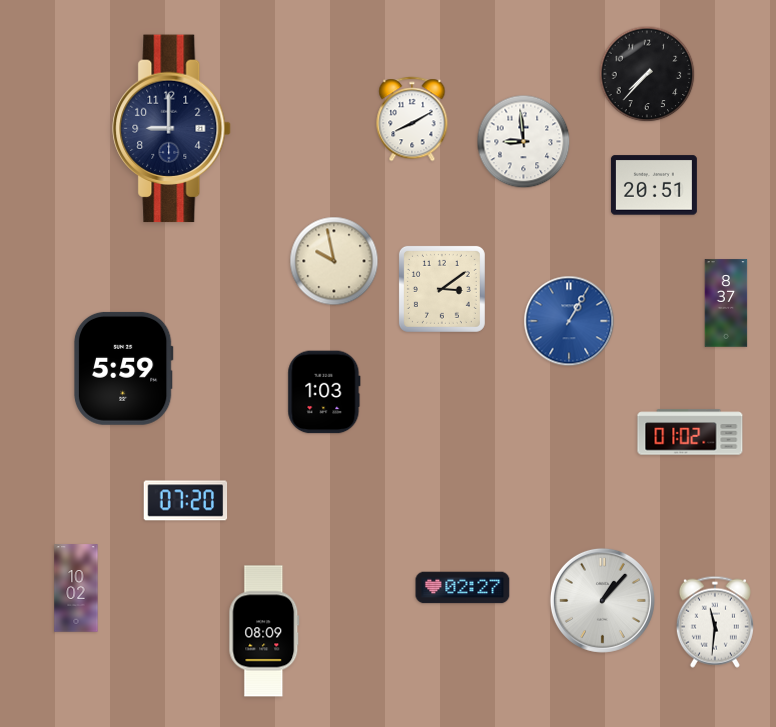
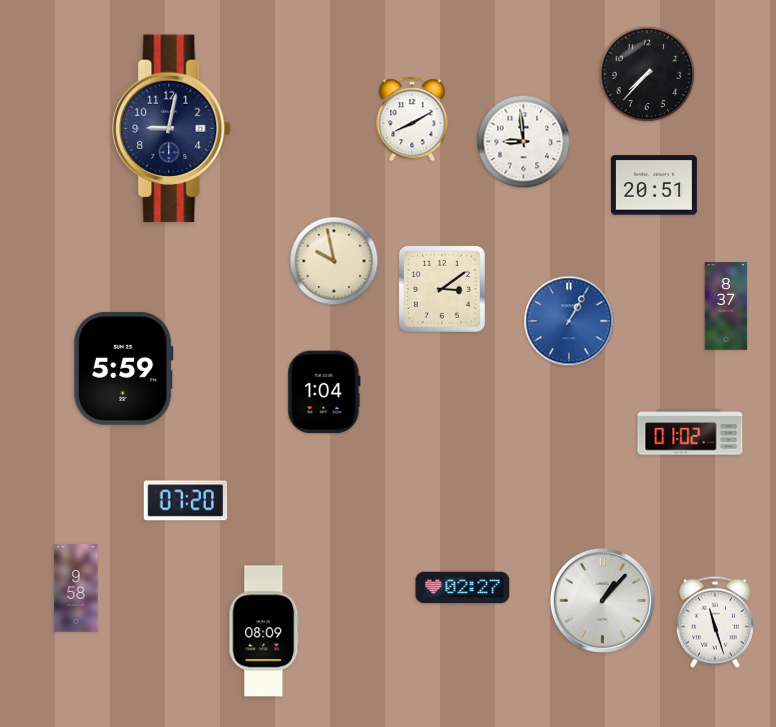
clock at (172, 129): 9:00 -> 9:02
clock at (726, 303) position: (726, 303) -> (726, 306)
clock at (324, 392): 1:03 -> 1:04
clock at (76, 588): 10:02 -> 9:58
clock at (715, 622): 11:31 -> 11:27
